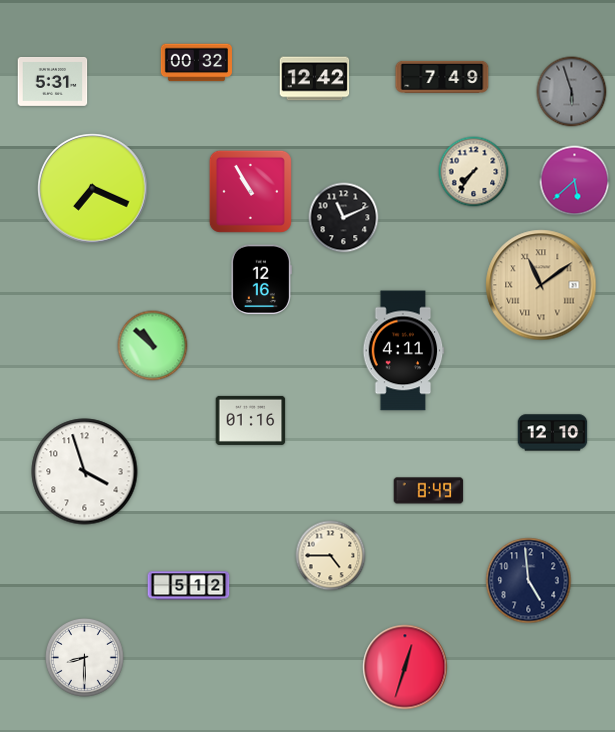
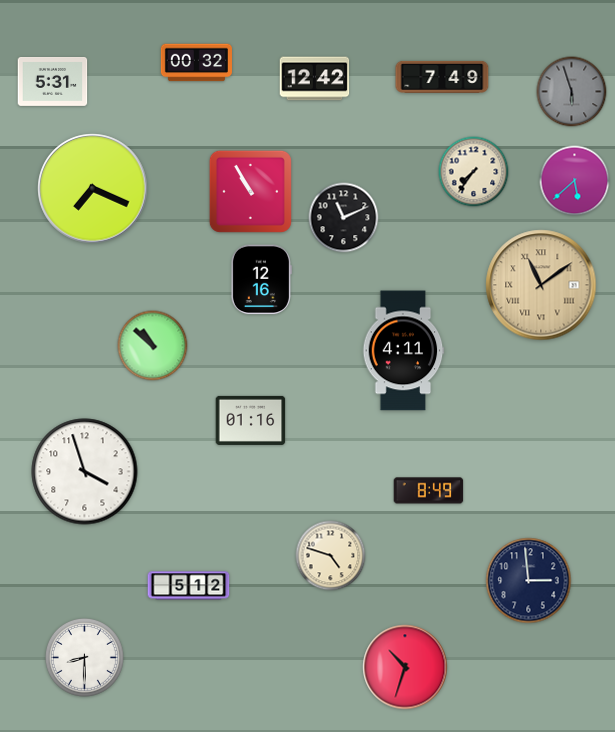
clock at (553, 433): 12:10 -> none
clock at (331, 556): 4:45 -> 4:48
clock at (529, 581): 4:59 -> 2:59
clock at (405, 667): 12:33 -> 10:33
